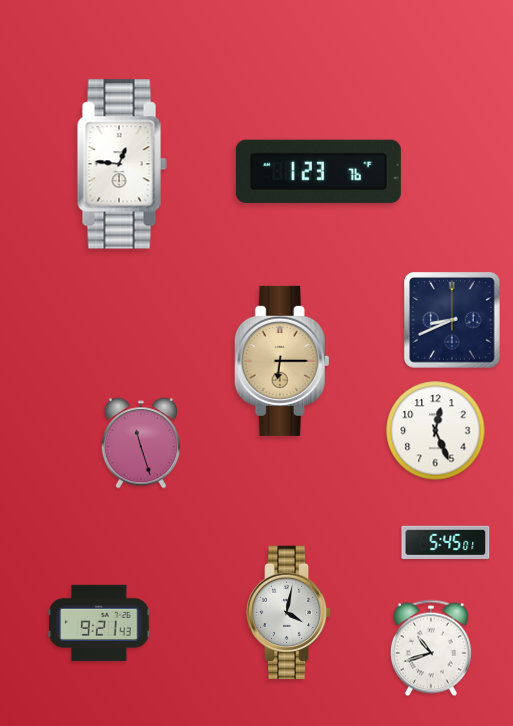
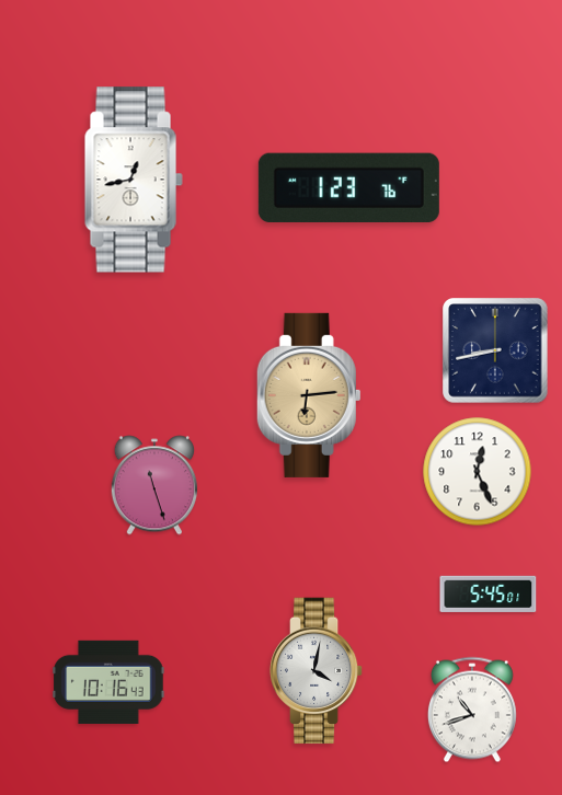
clock at (122, 164): 12:46 -> 12:43
clock at (452, 320): 8:41 -> 8:43
clock at (282, 361): 6:15 -> 6:14
clock at (99, 623): 9:21 -> 10:16
